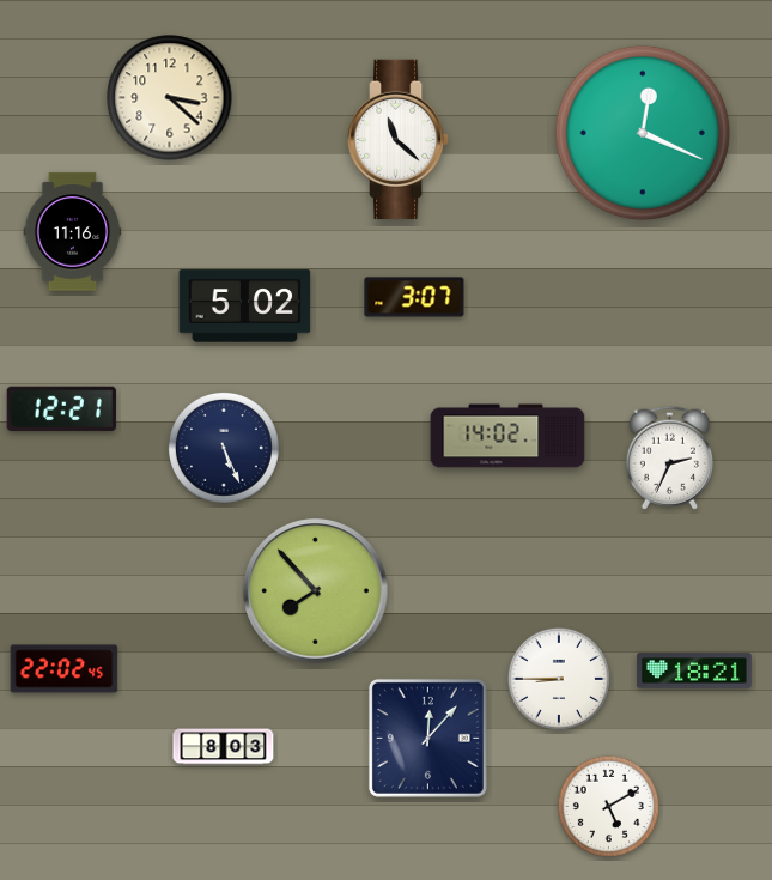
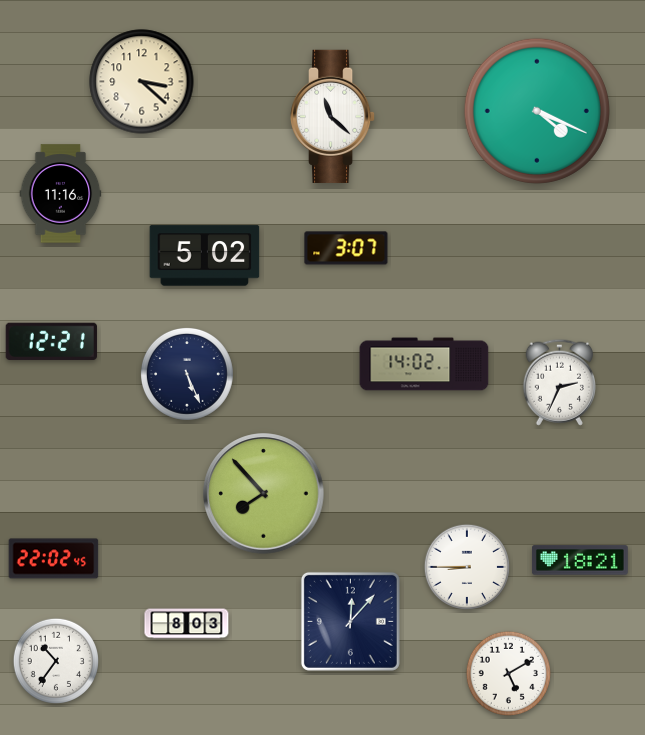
clock at (643, 133): 12:19 -> 4:19
clock at (427, 738) position: (427, 738) -> (350, 621)
clock at (56, 661): none -> 10:36
